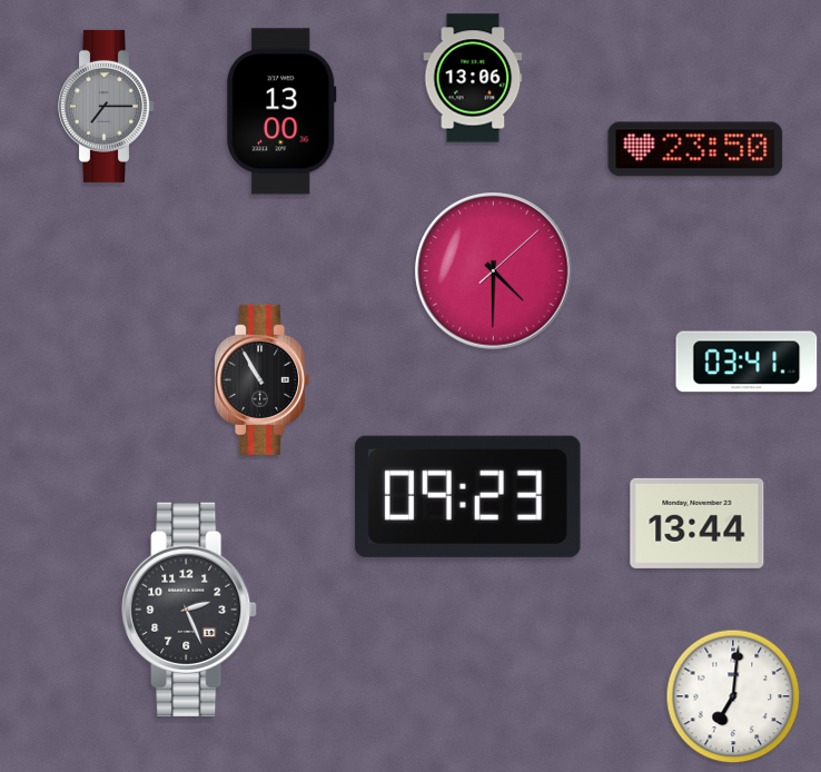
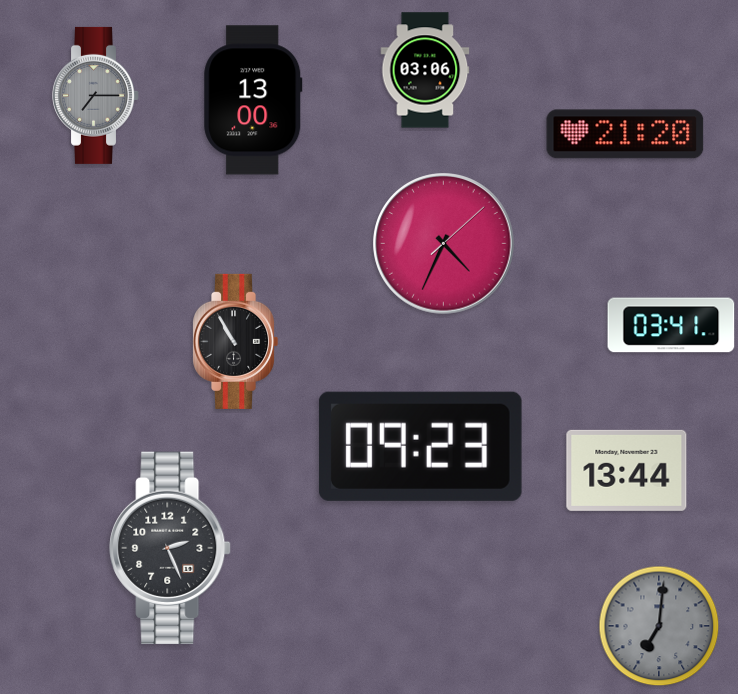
clock at (473, 78): 13:06 -> 03:06
clock at (695, 149): 23:50 -> 21:20
clock at (494, 271): 4:30 -> 4:34
clock at (733, 696) dial: white -> grey
